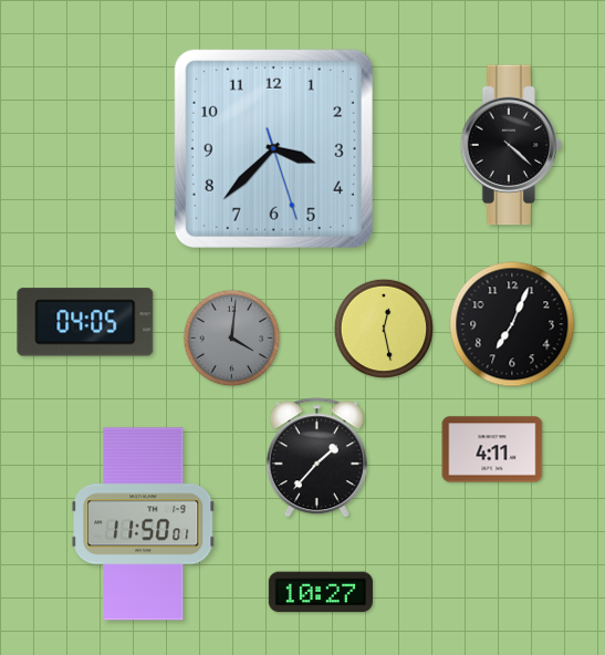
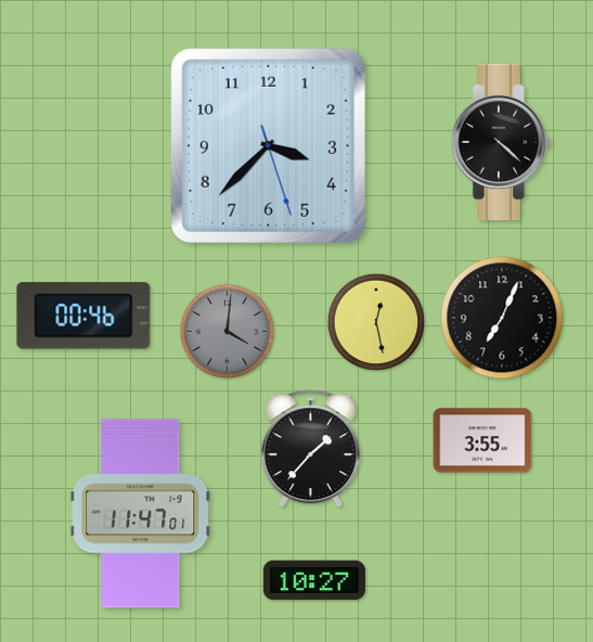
clock at (85, 322): 04:05 -> 00:46
clock at (492, 449): 4:11 -> 3:55
clock at (144, 524): 11:50 -> 11:47
